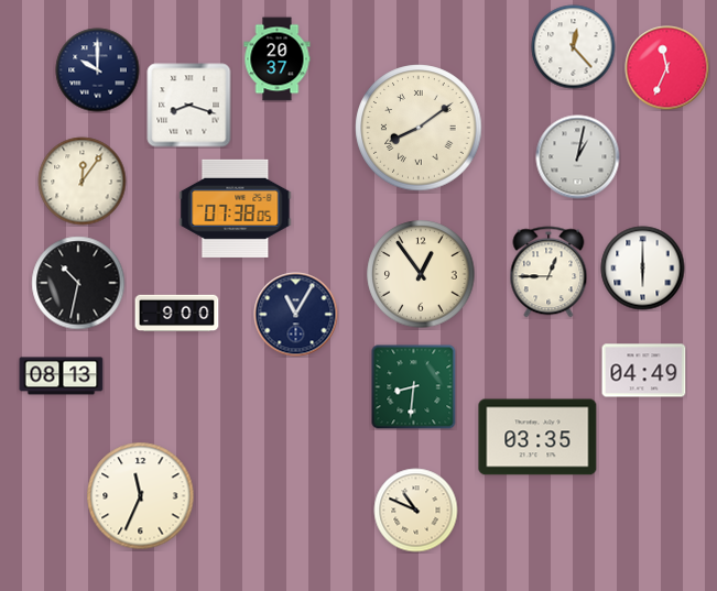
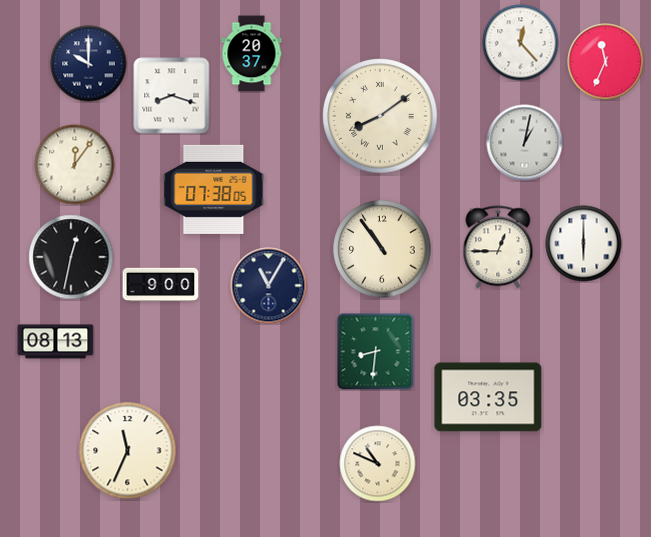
clock at (421, 274): 12:54 -> 10:54
clock at (78, 283): 10:32 -> 12:32
clock at (644, 371): 04:49 -> none
